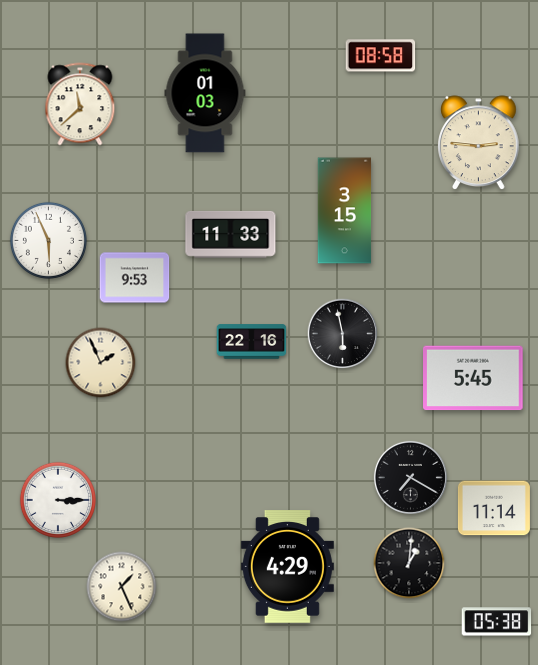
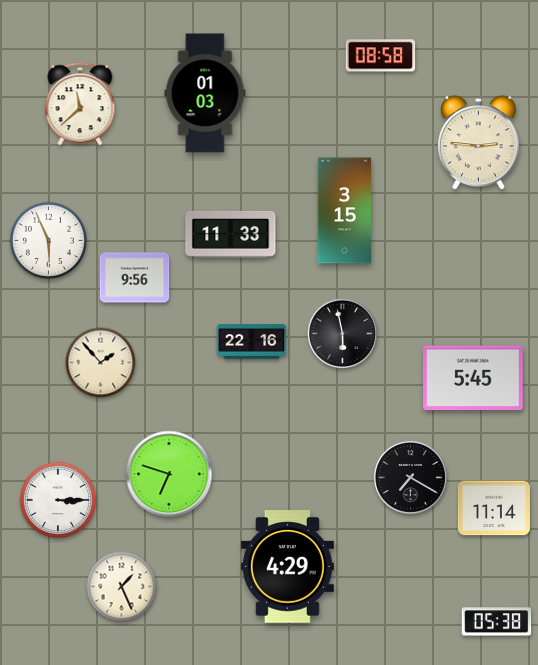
clock at (135, 278): 9:53 -> 9:56
clock at (101, 363): 1:56 -> 1:53
clock at (169, 474): none -> 6:48
clock at (409, 563): 1:01 -> none
